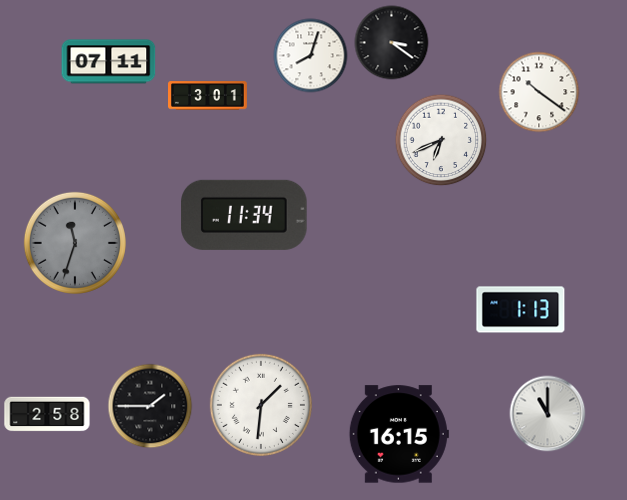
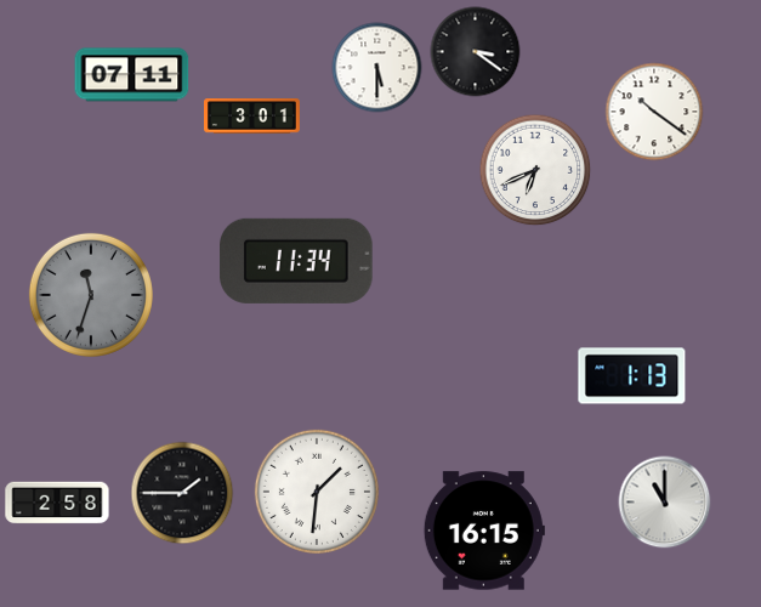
clock at (311, 56): 8:03 -> 5:30
clock at (399, 434) position: (399, 434) -> (484, 531)
